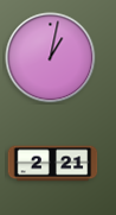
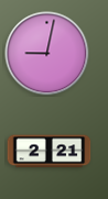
clock at (51, 58): 1:02 -> 9:02
